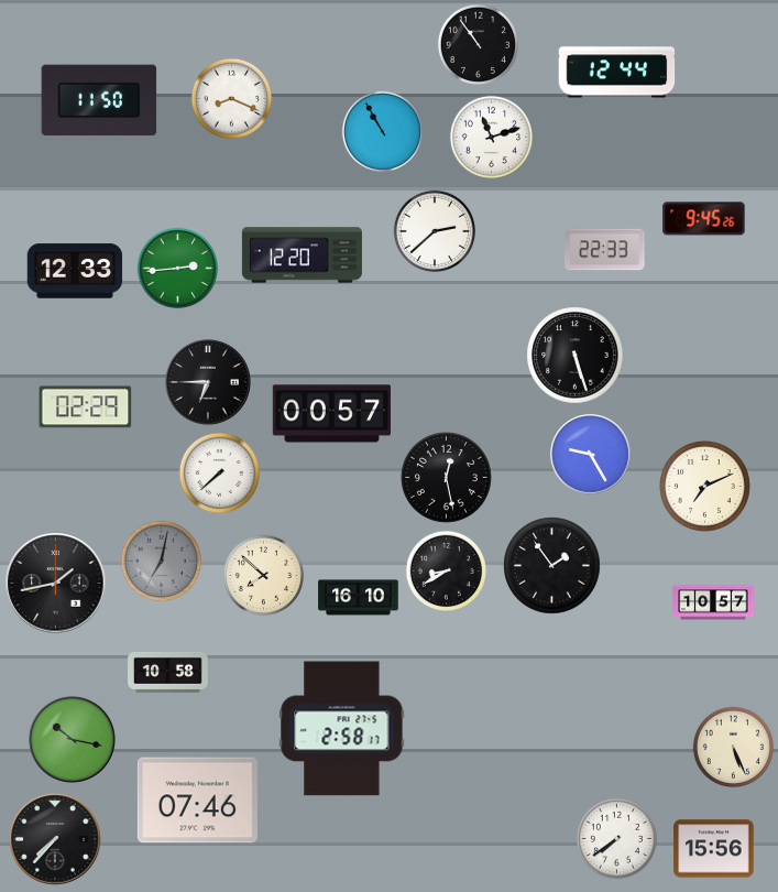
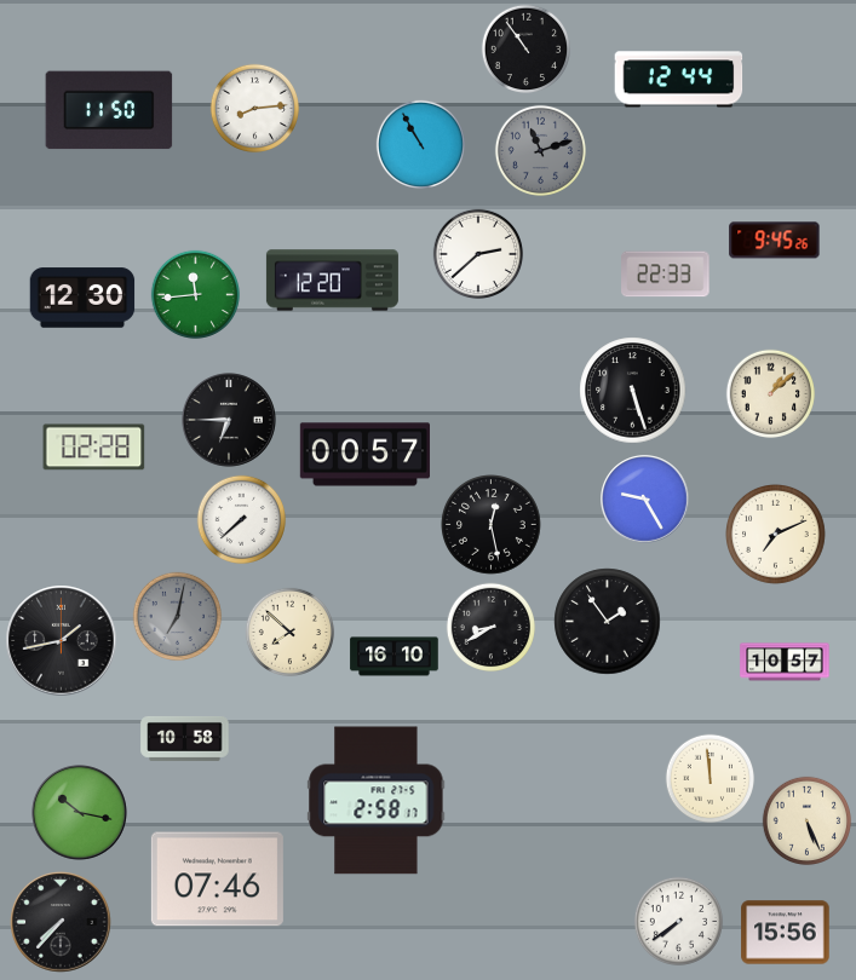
clock at (232, 99): 8:19 -> 8:14
clock at (491, 137) dial: white -> grey
clock at (178, 269): 2:44 -> 11:44
clock at (75, 271): 12:33 -> 12:30
clock at (771, 394): none -> 1:08
clock at (86, 407): 02:29 -> 02:28
clock at (591, 455) position: (591, 455) -> (645, 500)
clock at (711, 779): none -> 11:59
